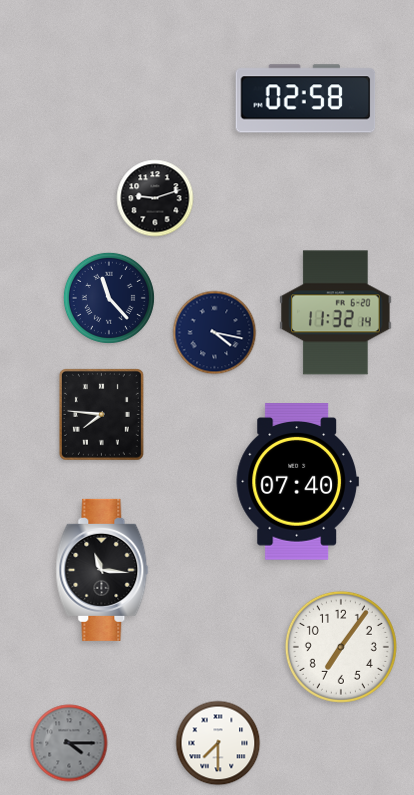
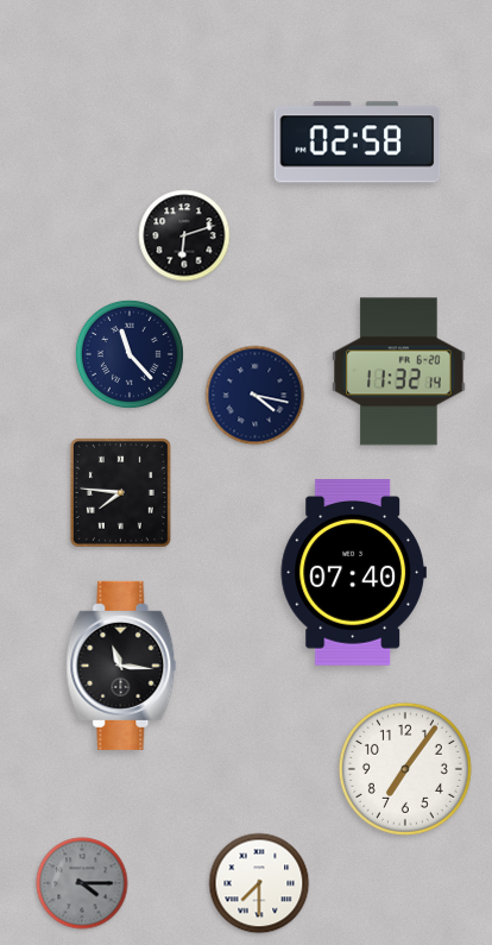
clock at (306, 99) position: (306, 99) -> (358, 143)
clock at (155, 198): 9:12 -> 6:12
clock at (102, 570) position: (102, 570) -> (121, 666)
